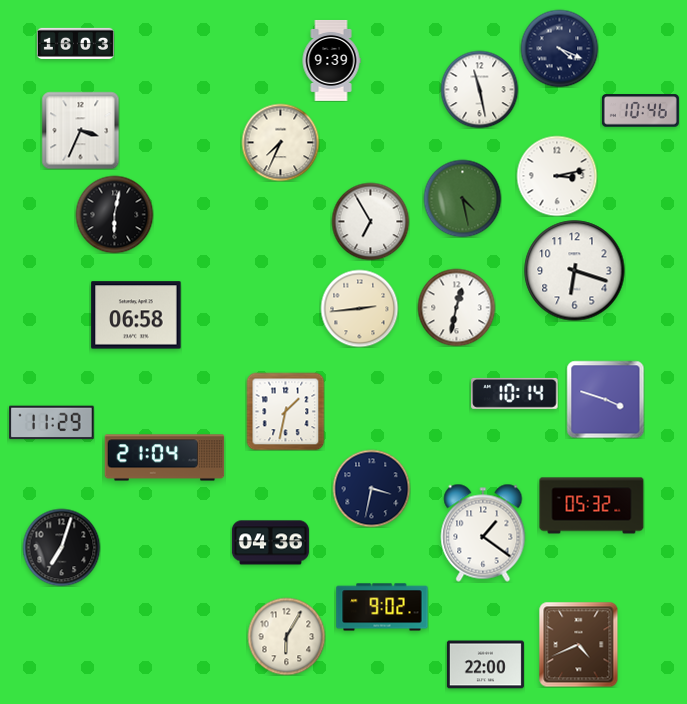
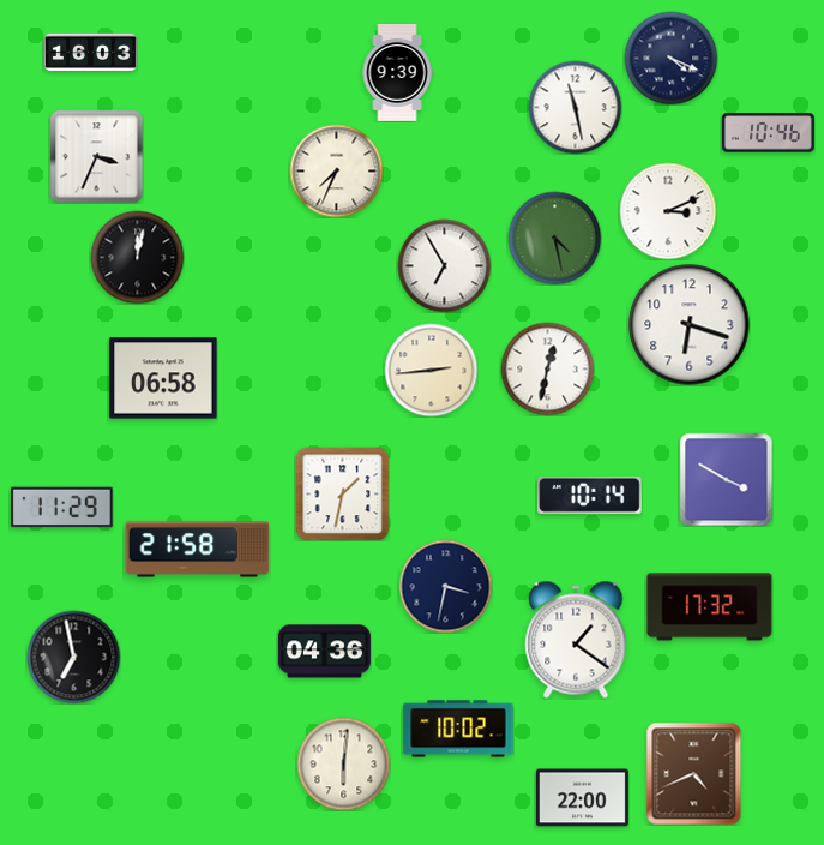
clock at (557, 176): 3:13 -> 3:11
clock at (114, 214): 6:02 -> 12:02
clock at (515, 393) position: (515, 393) -> (590, 495)
clock at (605, 399): 3:48 -> 3:50
clock at (165, 458): 21:04 -> 21:58
clock at (592, 506): 05:32 -> 17:32
clock at (483, 533) position: (483, 533) -> (576, 640)
clock at (61, 547): 7:03 -> 6:58
clock at (382, 607): 9:02 -> 10:02
clock at (286, 636): 6:05 -> 6:01
